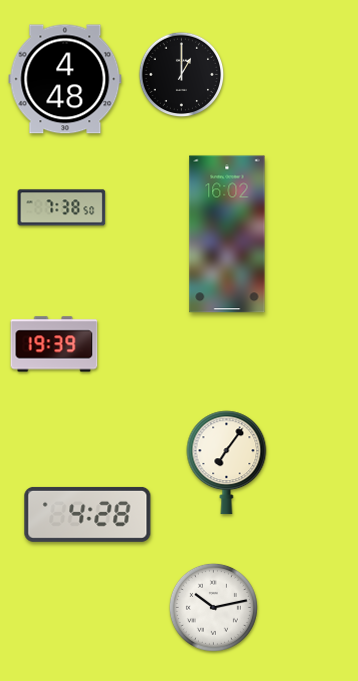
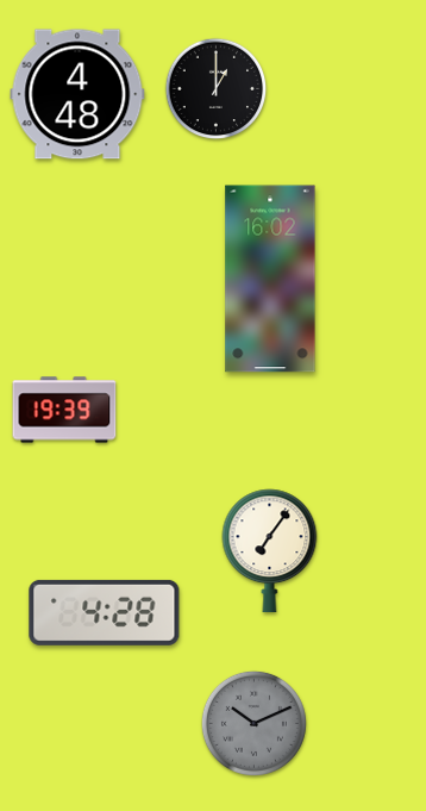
clock at (62, 208): 7:38 -> none
clock at (213, 607): 10:13 -> 10:11
clock at (213, 607) dial: white -> grey
